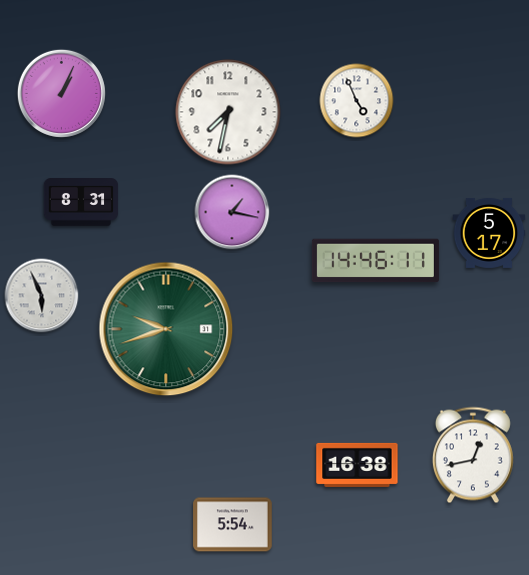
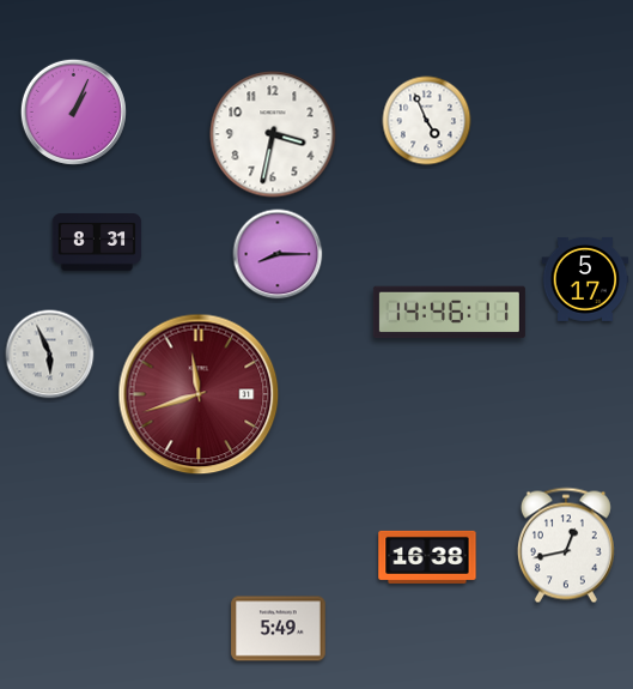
clock at (228, 112): 7:32 -> 3:32
clock at (232, 212): 1:17 -> 8:15
clock at (166, 329): 9:42 -> 11:42
clock at (166, 329) dial: green -> burgundy
clock at (233, 525): 5:54 -> 5:49
